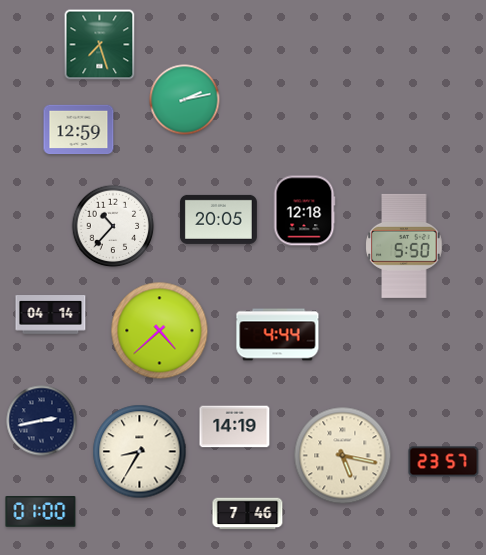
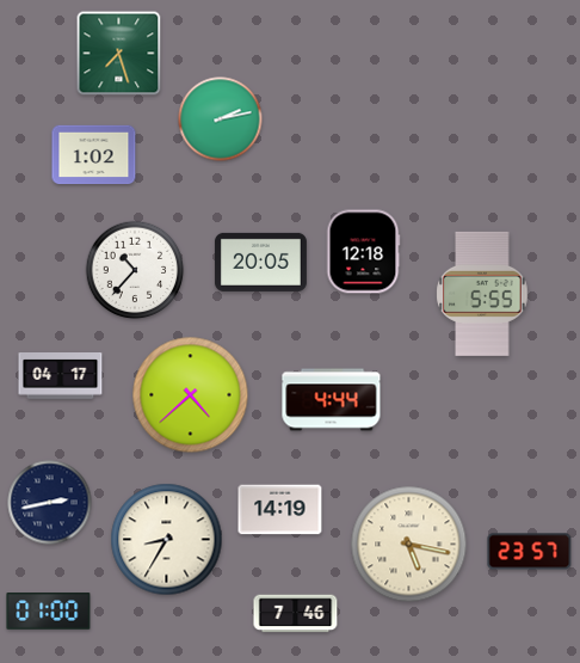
clock at (79, 130): 12:59 -> 1:02
clock at (404, 246): 5:50 -> 5:55
clock at (51, 315): 04:14 -> 04:17
